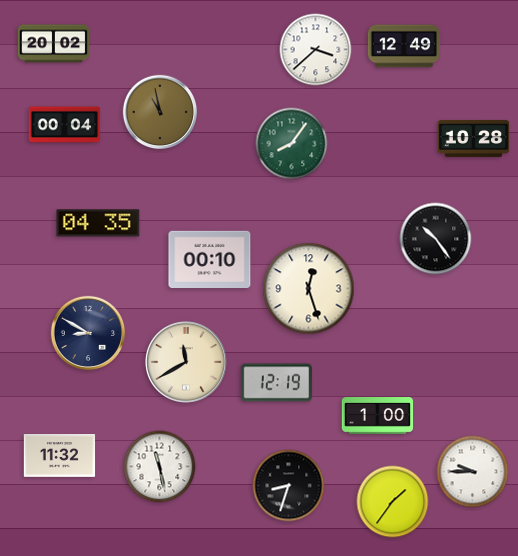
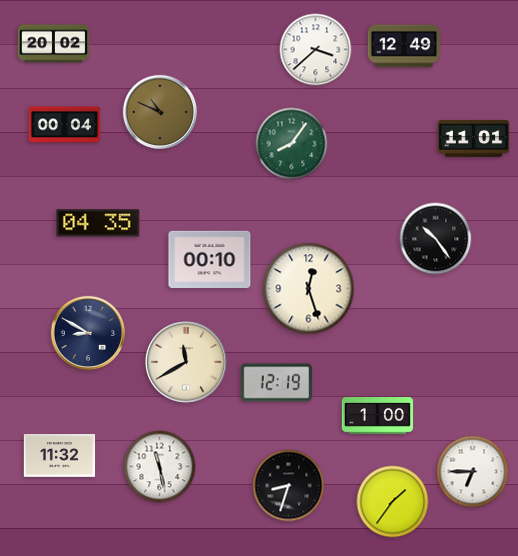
clock at (159, 111): 10:58 -> 10:49
clock at (474, 138): 10:28 -> 11:01
clock at (473, 472): 9:45 -> 6:45
